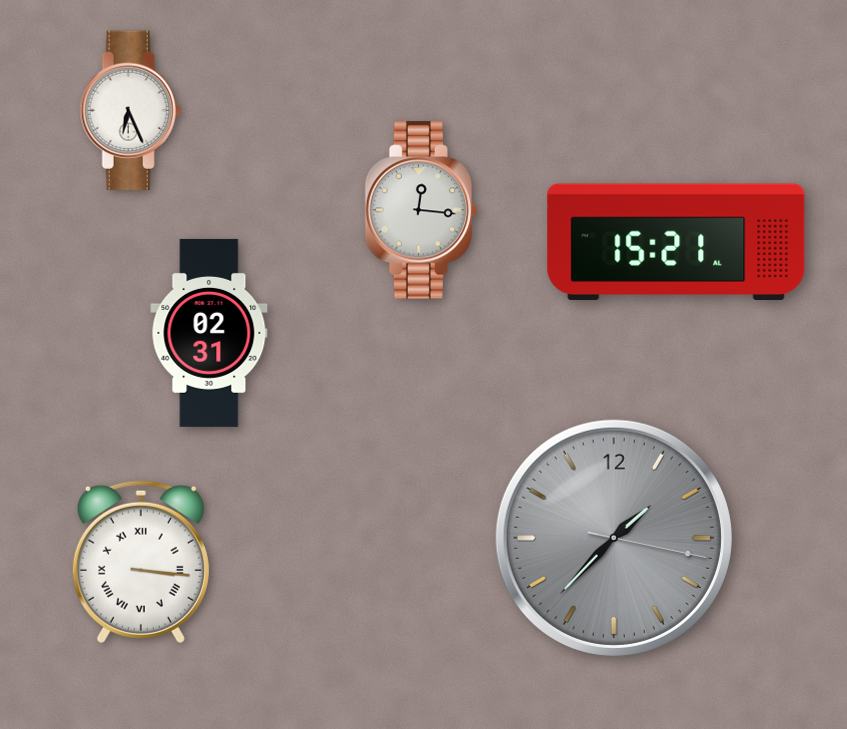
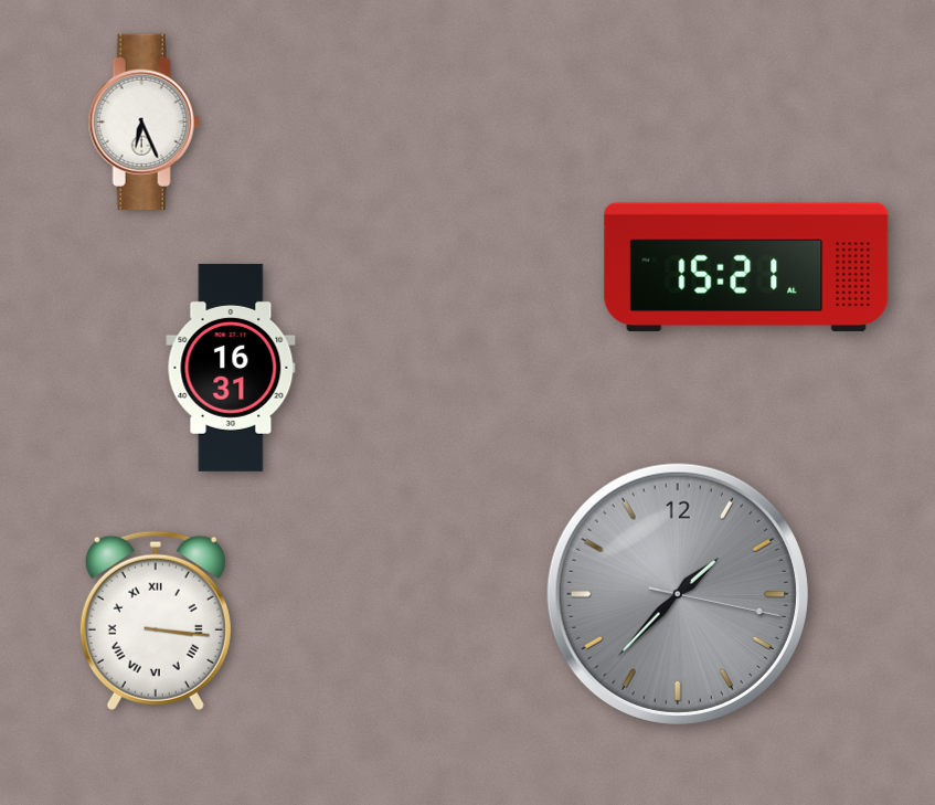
clock at (421, 210): 12:16 -> none
clock at (209, 333): 02:31 -> 16:31
